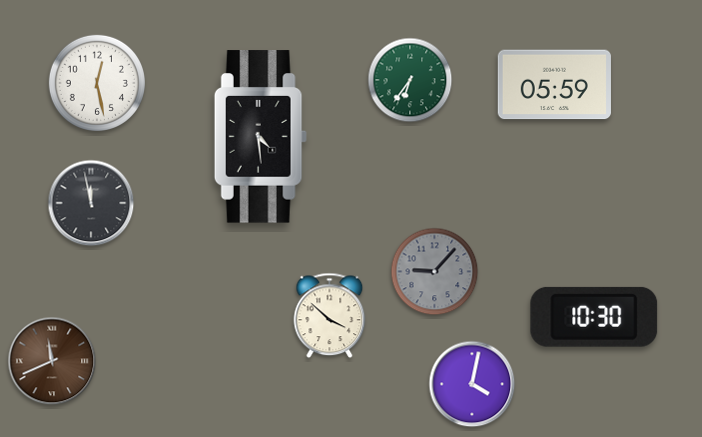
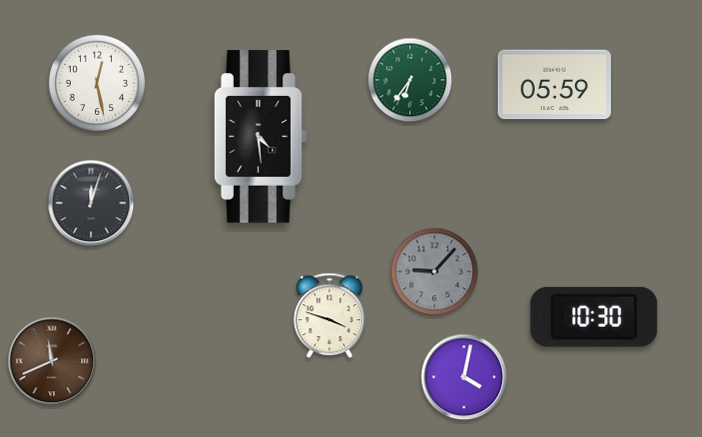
clock at (91, 203): 11:58 -> 12:03
clock at (330, 316): 3:52 -> 3:48
clock at (472, 384) position: (472, 384) -> (464, 377)
